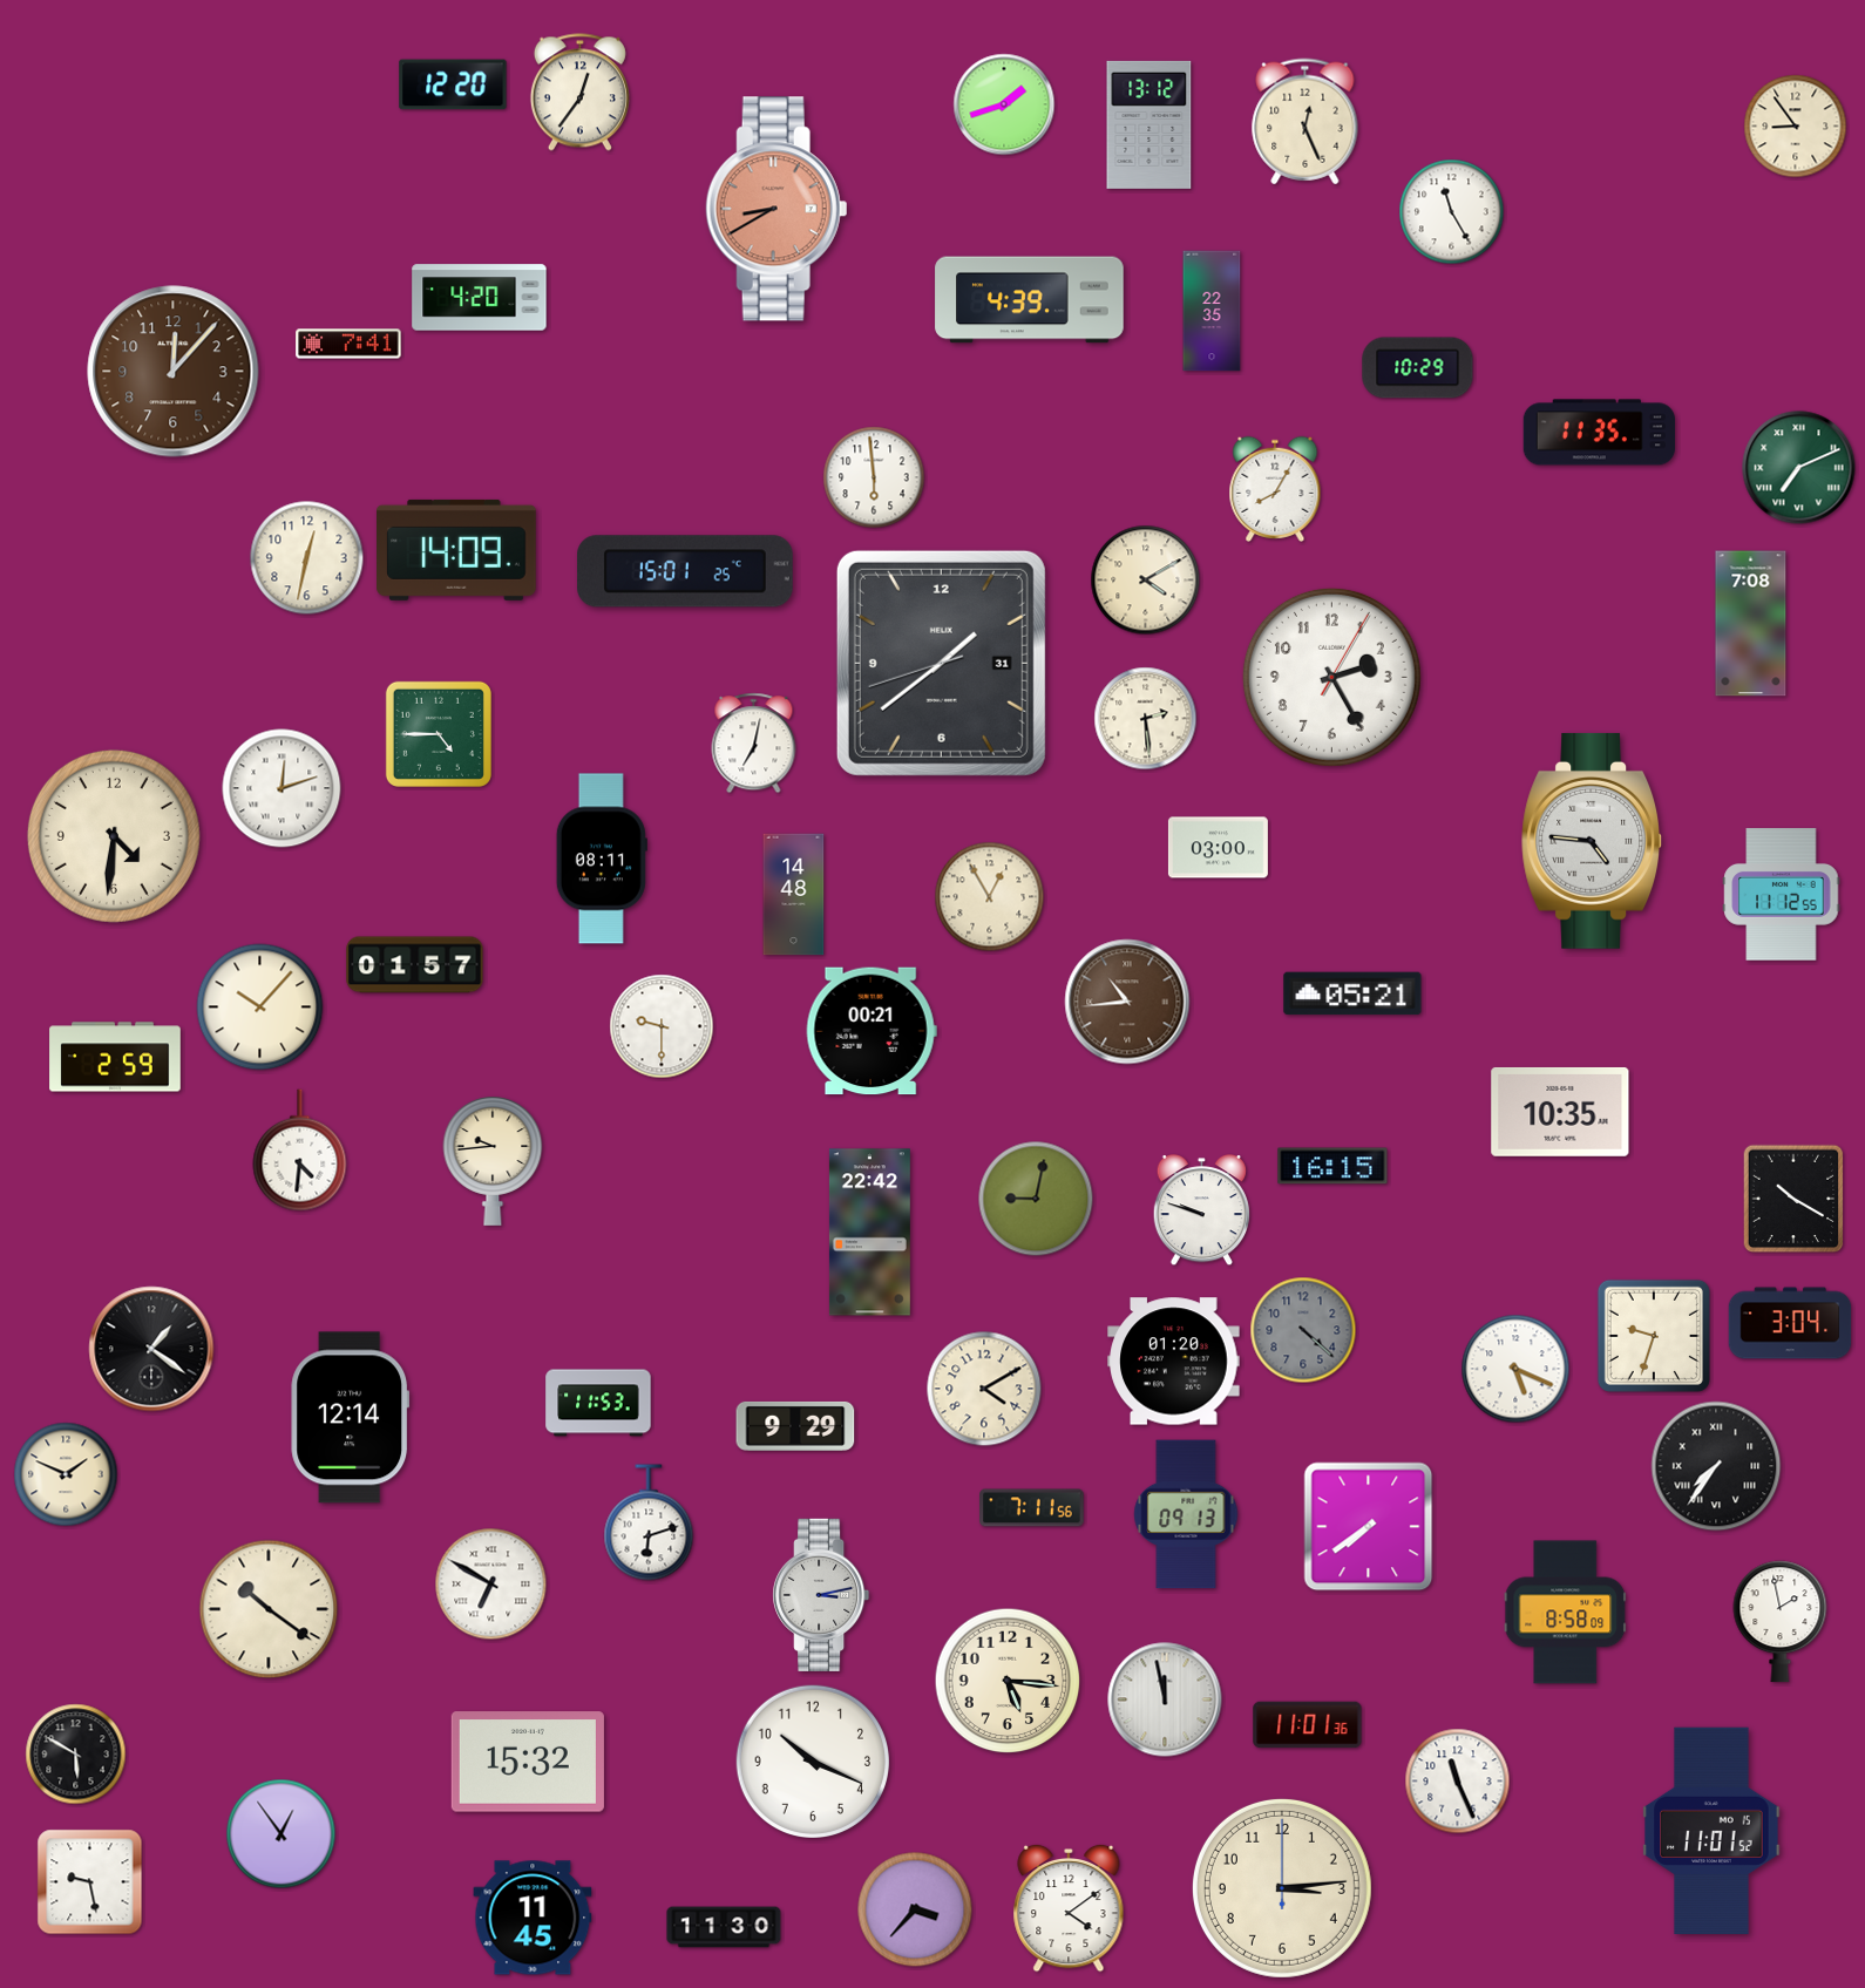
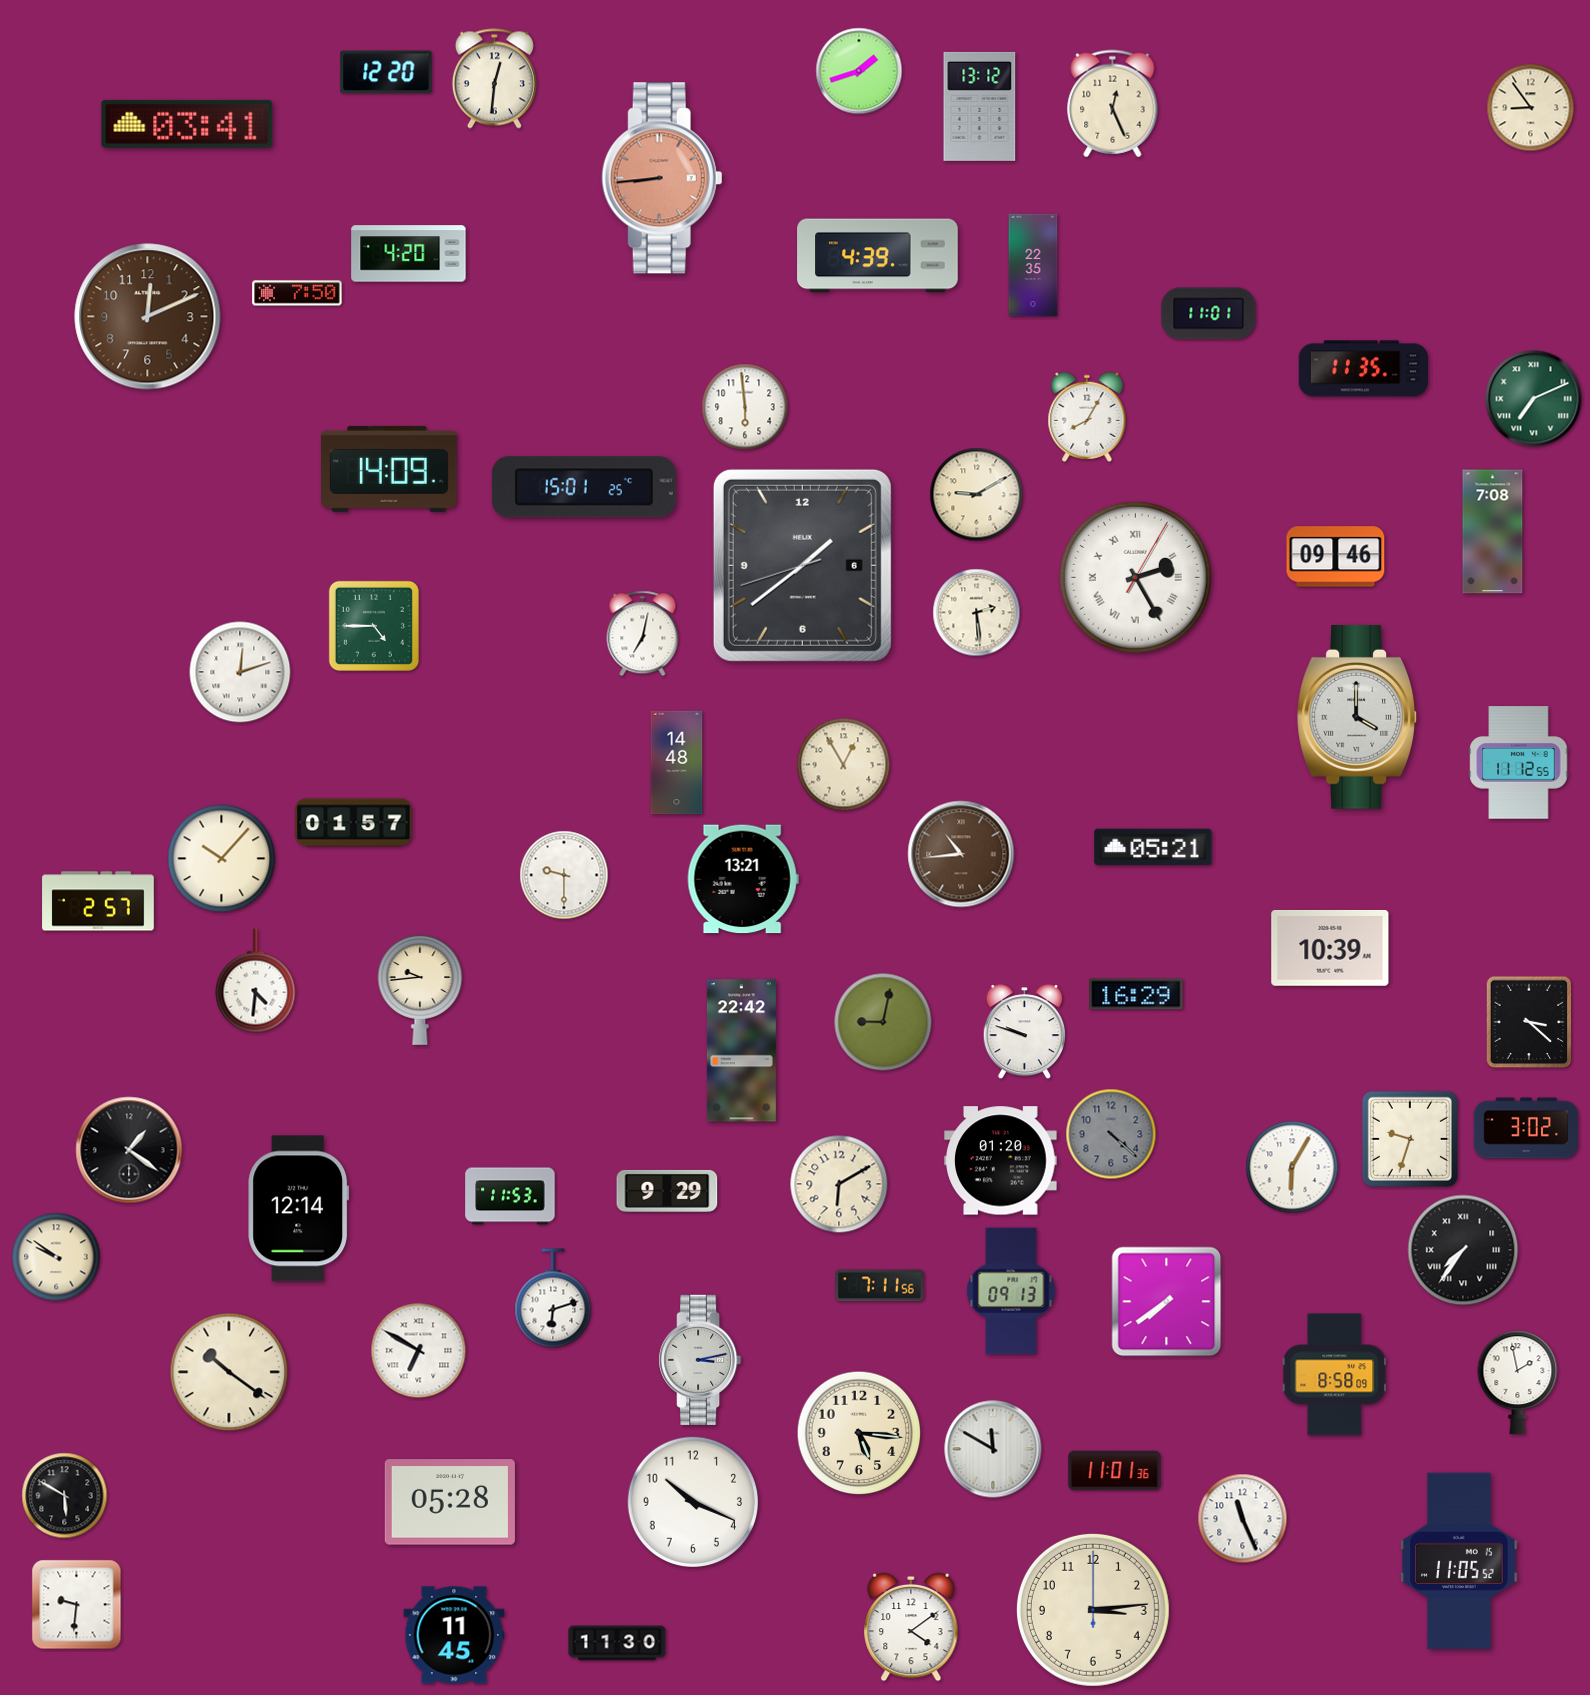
clock at (579, 93): 12:36 -> 12:31
clock at (1004, 104) position: (1004, 104) -> (859, 71)
clock at (187, 124): none -> 03:41
clock at (776, 209): 8:40 -> 8:44
clock at (1452, 212): 11:25 -> none
clock at (348, 344): 7:41 -> 7:50
clock at (1418, 368): 10:29 -> 11:01
clock at (174, 372): 12:07 -> 12:11
clock at (307, 558): 12:32 -> none
clock at (1146, 581): 4:10 -> 9:10
clock at (1336, 557): none -> 09:46
clock at (941, 663) date: 31 -> 6
clock at (1331, 677) numerals: Arabic -> Roman
clock at (114, 836): 4:31 -> none
clock at (1592, 841): 4:46 -> 4:00
clock at (1218, 848): 03:00 -> none
clock at (602, 859): 08:11 -> none
clock at (872, 1031): 00:21 -> 13:21
clock at (115, 1057): 2:59 -> 2:57
clock at (1560, 1112): 10:35 -> 10:39
clock at (1332, 1166): 16:15 -> 16:29
clock at (1793, 1199): 10:20 -> 3:22
clock at (1790, 1323): 3:04 -> 3:02
clock at (1515, 1369): 5:19 -> 6:05
clock at (984, 1389): 4:10 -> 6:10
clock at (795, 1426) position: (795, 1426) -> (667, 1191)
clock at (66, 1474): 1:49 -> 9:51
clock at (1165, 1699): 11:58 -> 11:50
clock at (528, 1762): 15:32 -> 05:28
clock at (1711, 1831): 11:01 -> 11:05
clock at (282, 1834): 12:54 -> none
clock at (90, 1882): 9:28 -> 9:31
clock at (915, 1909): 3:37 -> none
